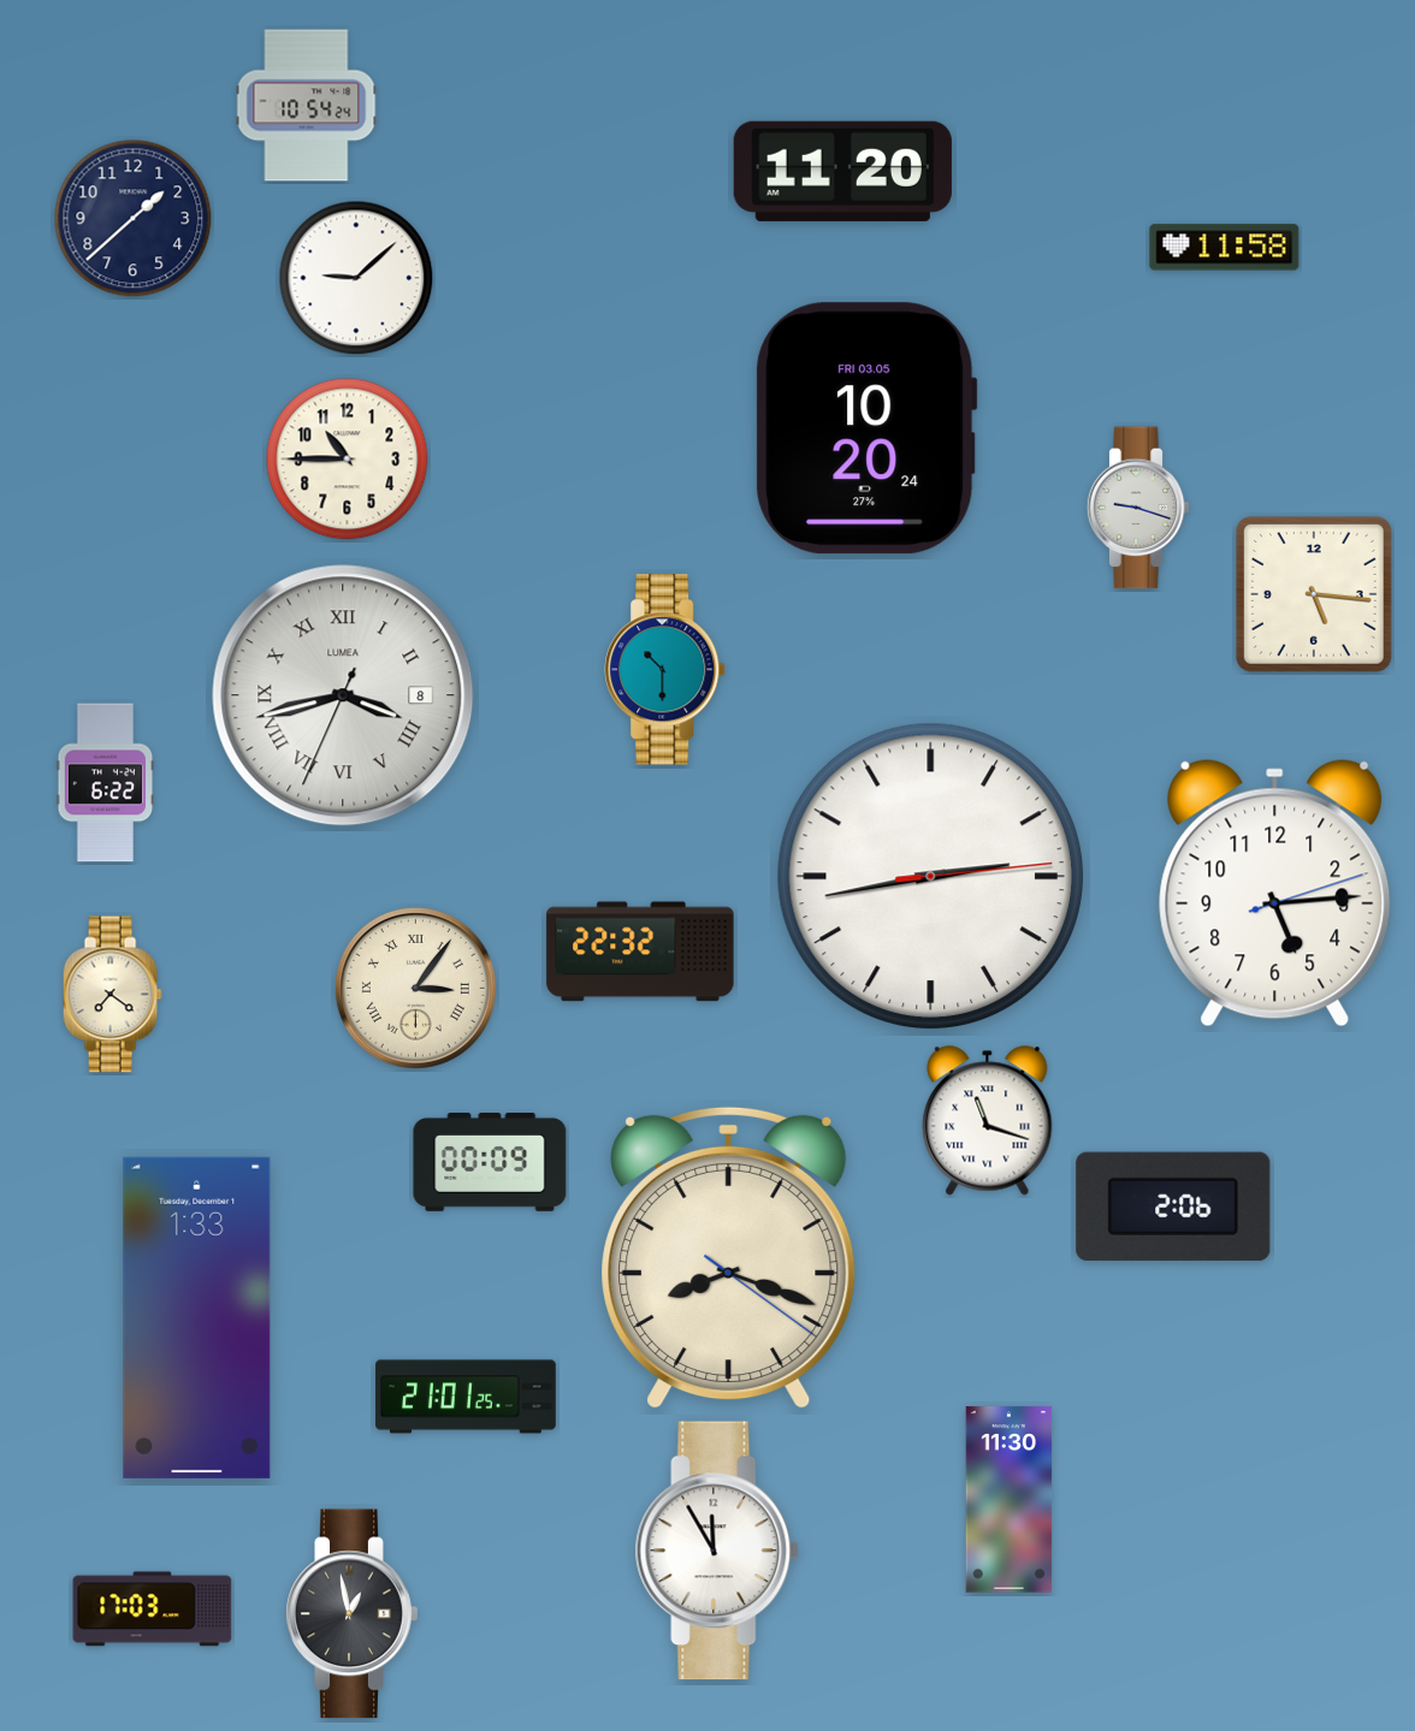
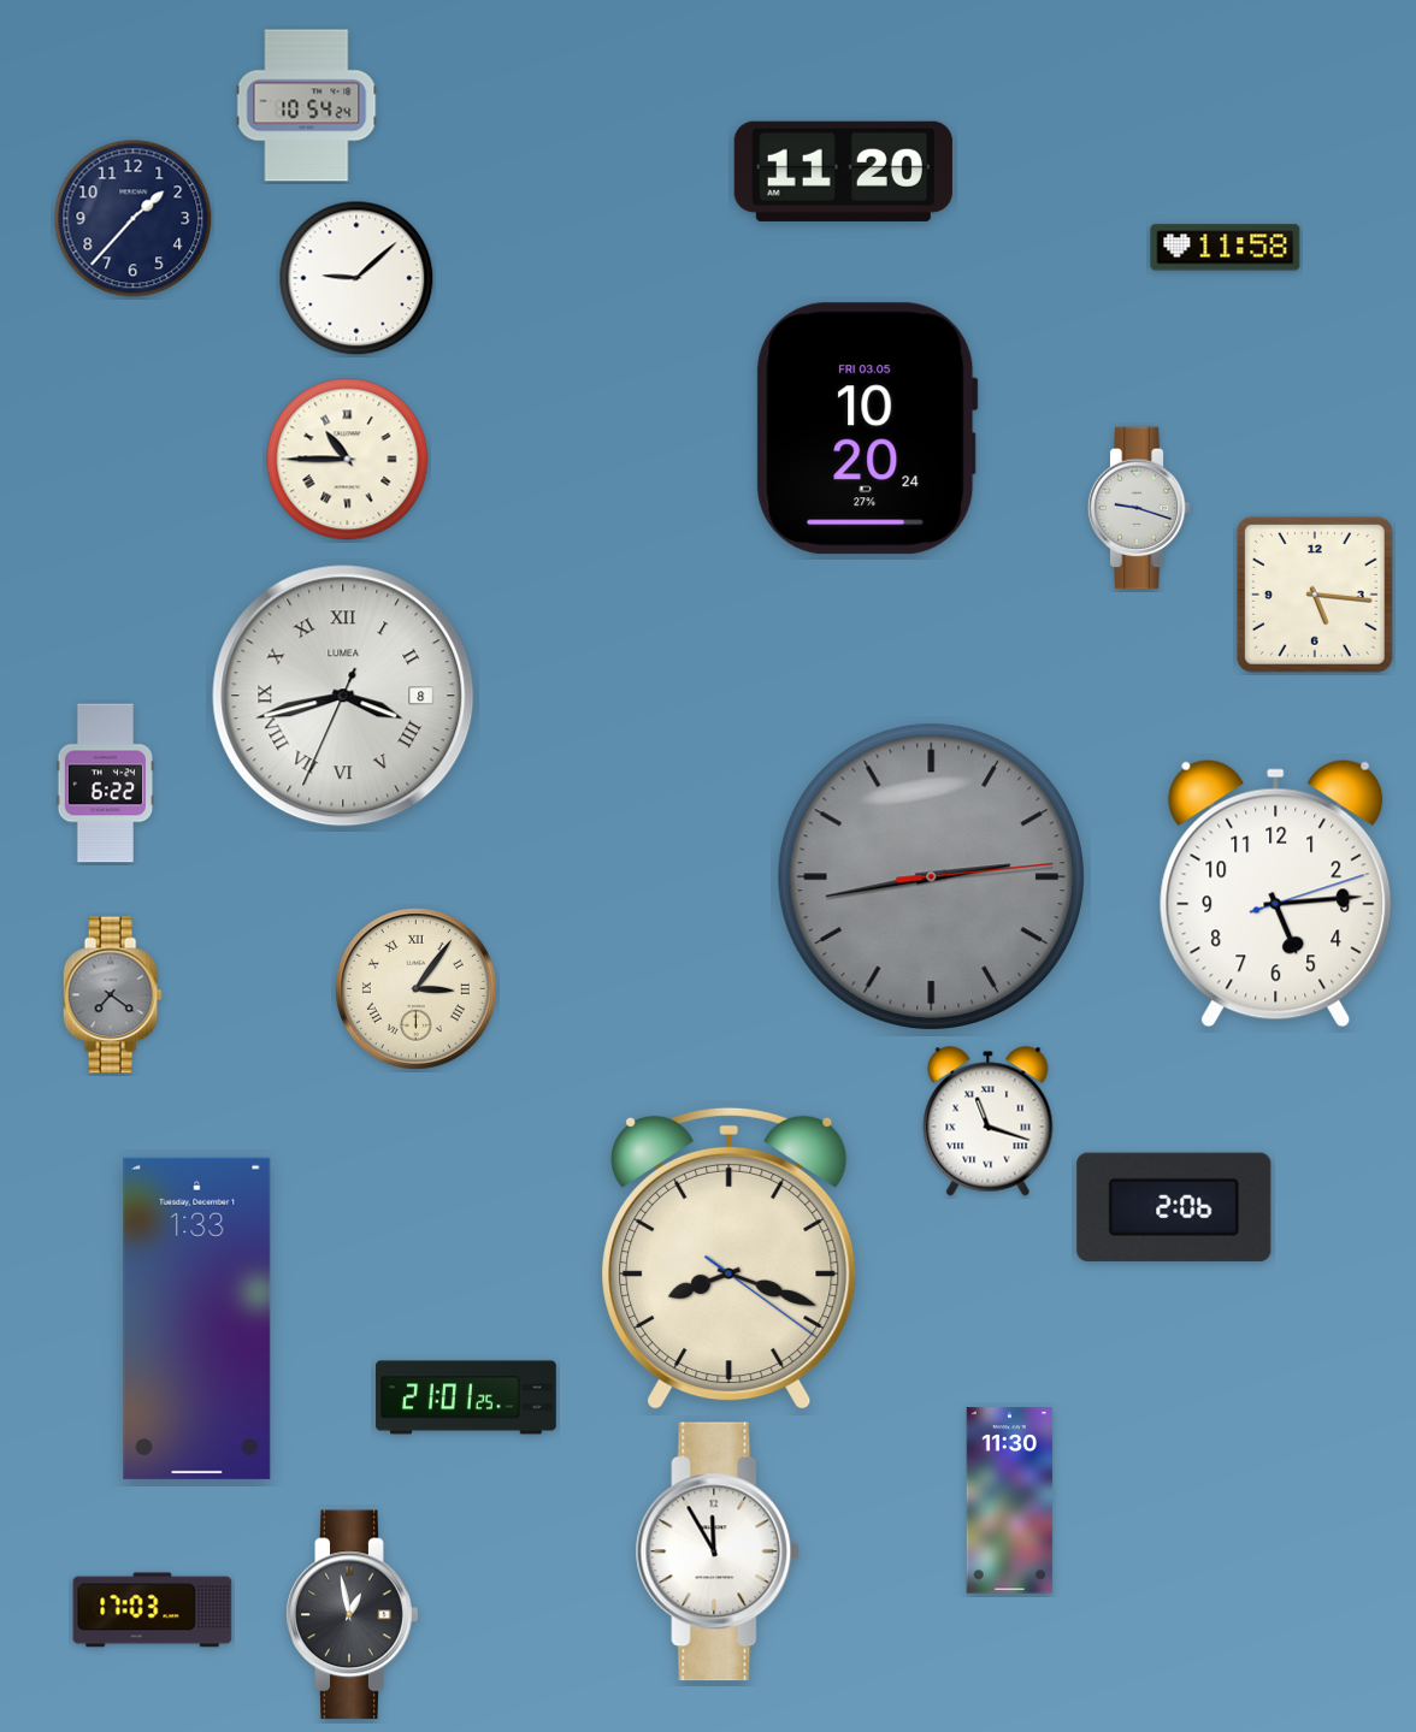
clock at (134, 219): 1:38 -> 1:37
clock at (348, 460) numerals: Arabic -> Roman
clock at (665, 670): 10:30 -> none
clock at (930, 876) dial: white -> grey
clock at (640, 952): 22:32 -> none
clock at (112, 995) dial: cream -> grey
clock at (490, 1163): 00:09 -> none
